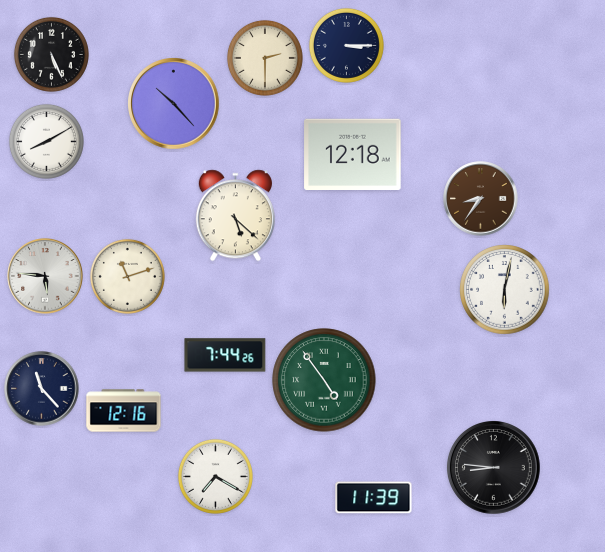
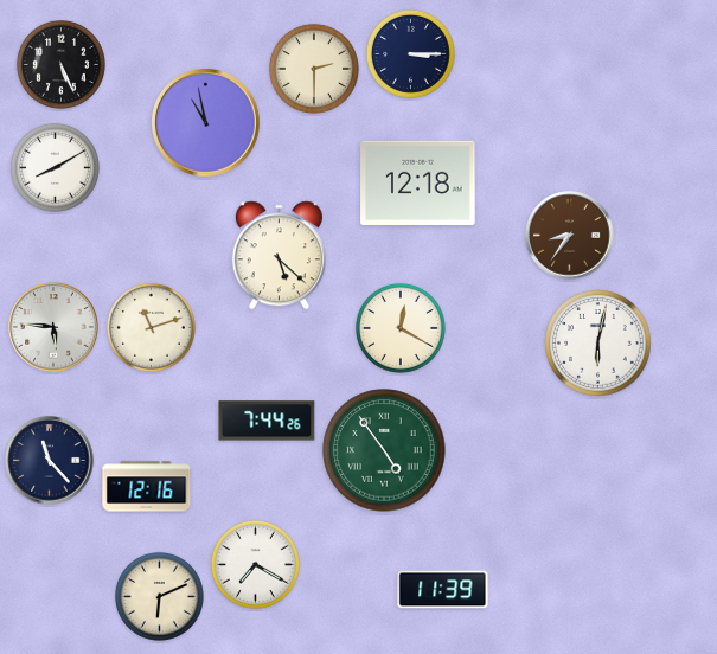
clock at (174, 104): 10:23 -> 10:58
clock at (401, 328): none -> 12:20
clock at (494, 468): 8:46 -> none
clock at (159, 596): none -> 6:11
